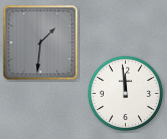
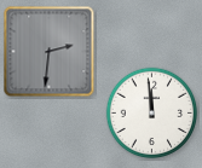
clock at (41, 43): 1:31 -> 2:31
